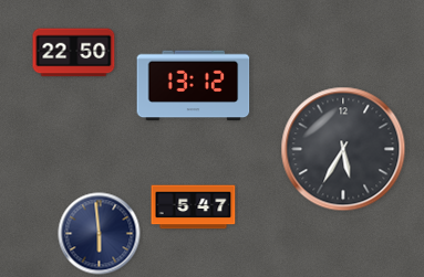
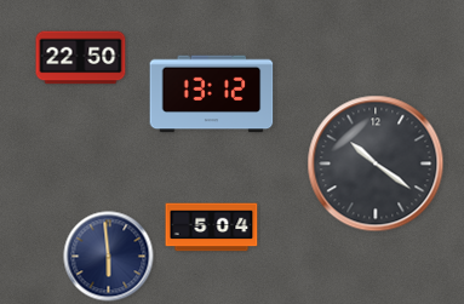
clock at (343, 149): 5:35 -> 10:21
clock at (194, 207): 5:47 -> 5:04
